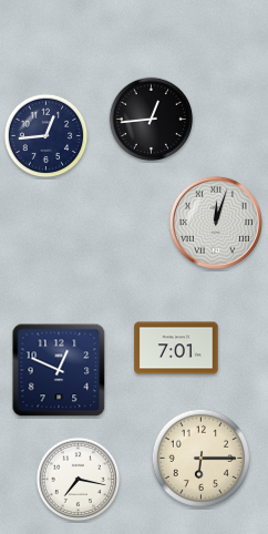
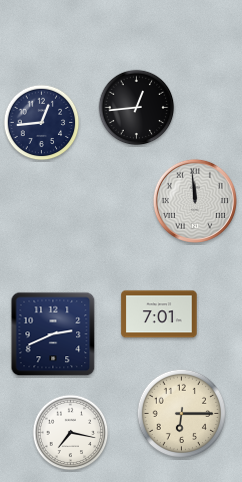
clock at (216, 223): 12:03 -> 11:59
clock at (59, 370): 12:49 -> 2:41
